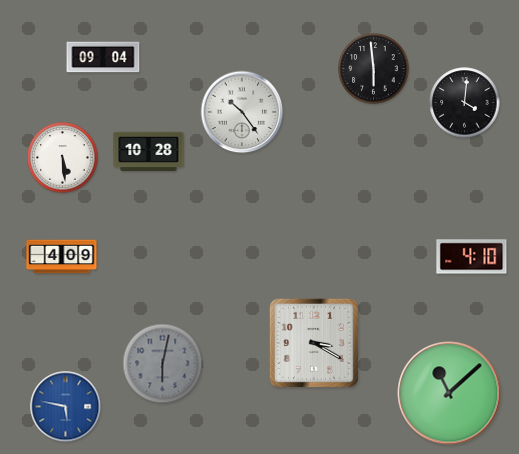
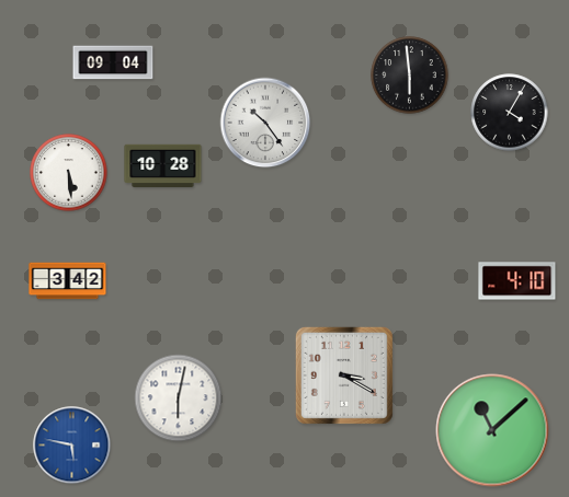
clock at (465, 103): 4:01 -> 4:05
clock at (62, 257): 4:09 -> 3:42
clock at (163, 364) dial: grey -> white
